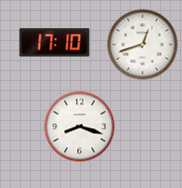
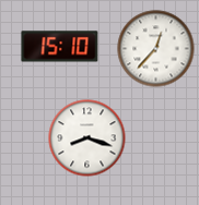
clock at (55, 43): 17:10 -> 15:10
clock at (143, 45): 12:42 -> 12:37
